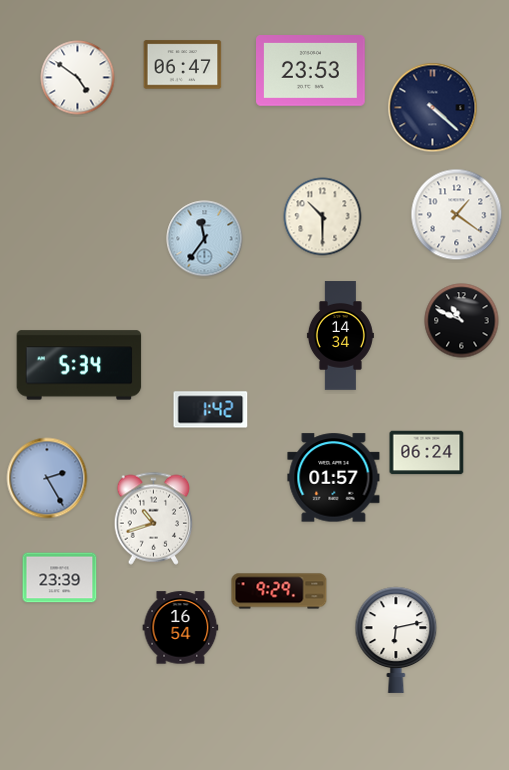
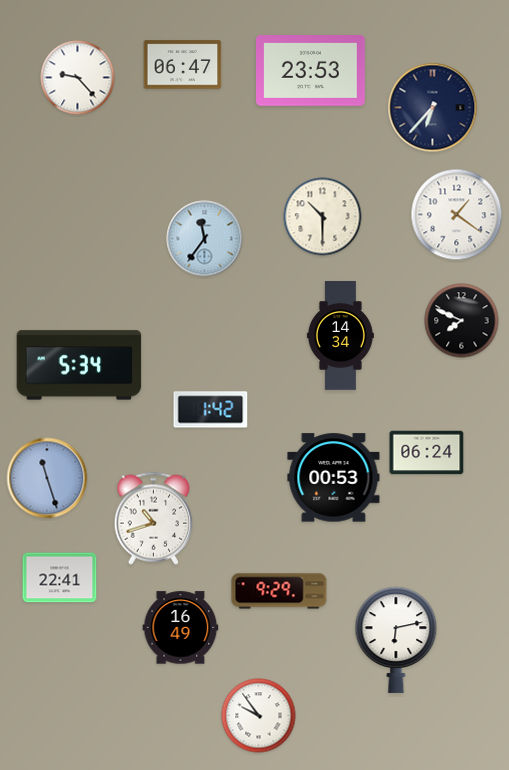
clock at (78, 78): 4:51 -> 9:23
clock at (433, 108): 4:22 -> 6:37
clock at (462, 321): 10:49 -> 7:49
clock at (47, 478): 2:25 -> 11:27
clock at (334, 478): 01:57 -> 00:53
clock at (60, 578): 23:39 -> 22:41
clock at (181, 628): 16:54 -> 16:49
clock at (259, 716): none -> 9:54
